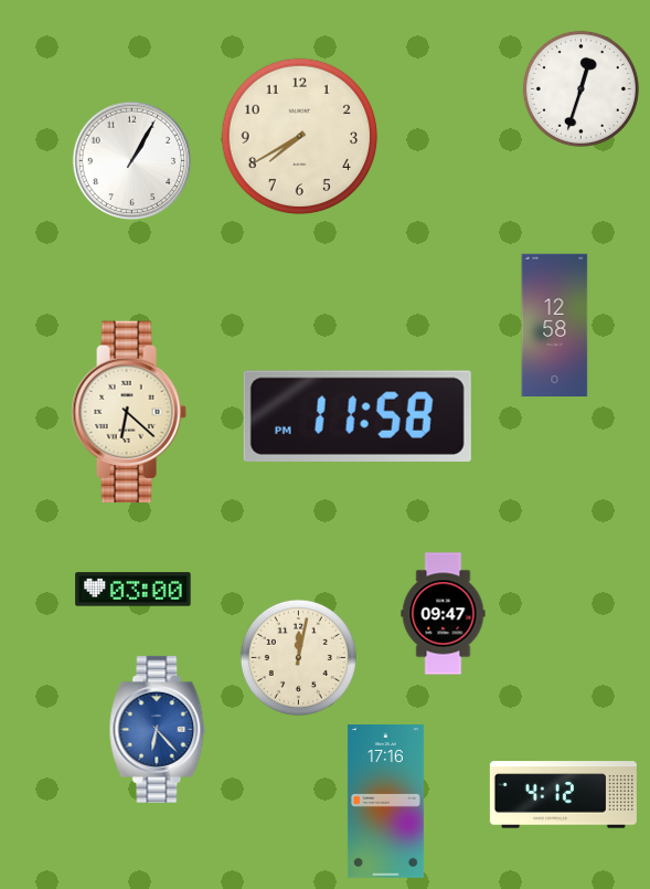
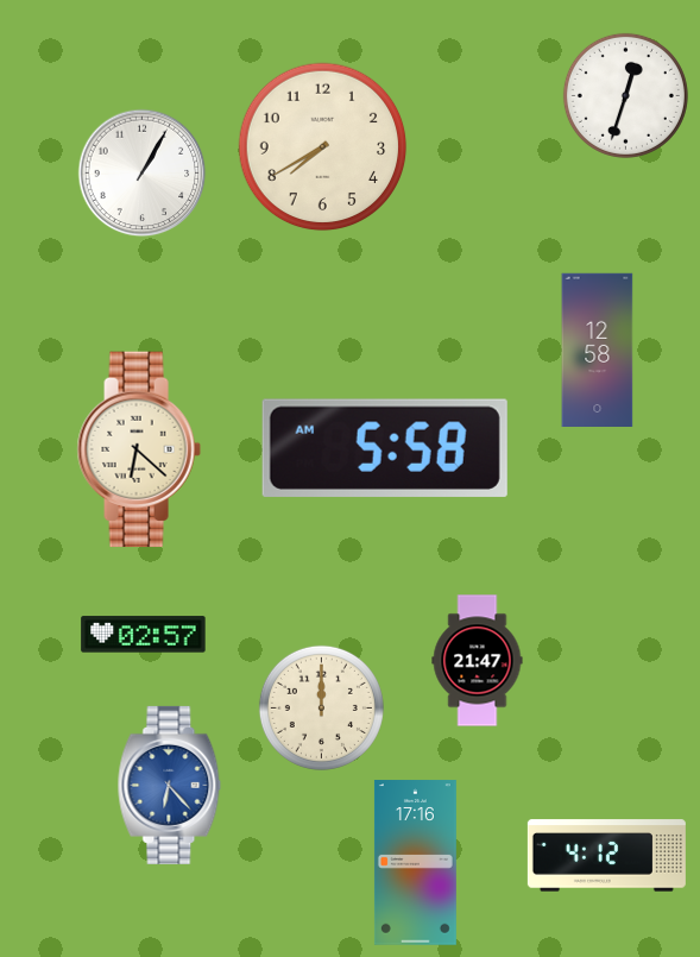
clock at (129, 412) position: (129, 412) -> (139, 449)
clock at (358, 416): 11:58 -> 5:58
clock at (134, 590): 03:00 -> 02:57
clock at (444, 614): 09:47 -> 21:47
clock at (298, 657): 12:02 -> 12:00
